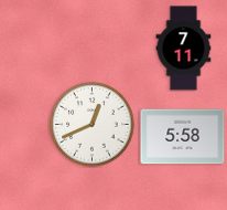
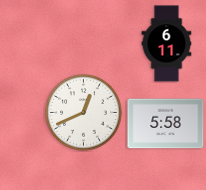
clock at (184, 49): 7:11 -> 6:11
